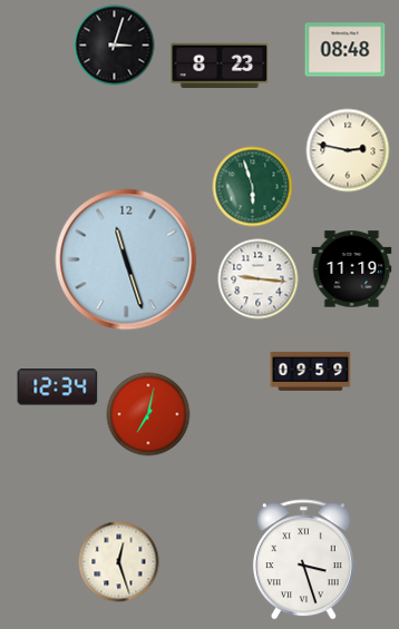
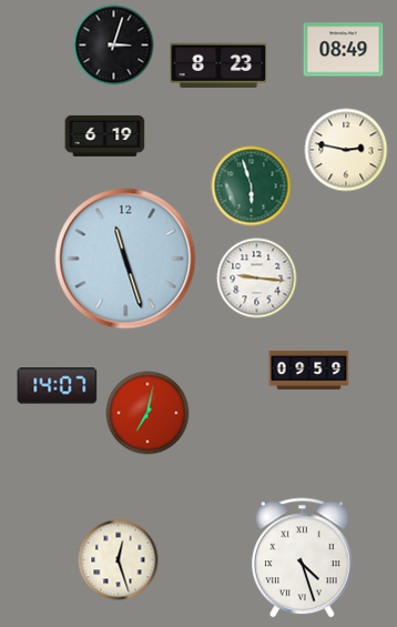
clock at (346, 50): 08:48 -> 08:49
clock at (105, 135): none -> 6:19
clock at (352, 269): 11:19 -> none
clock at (58, 387): 12:34 -> 14:07
clock at (303, 560): 3:27 -> 4:27
